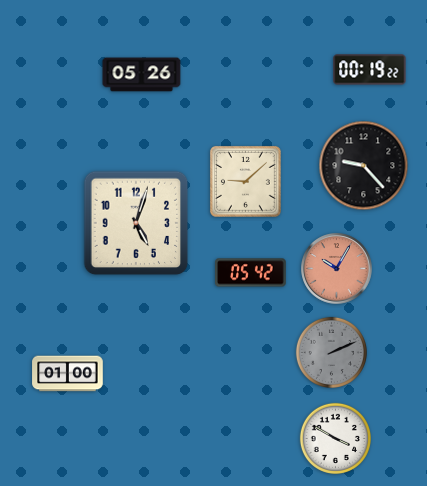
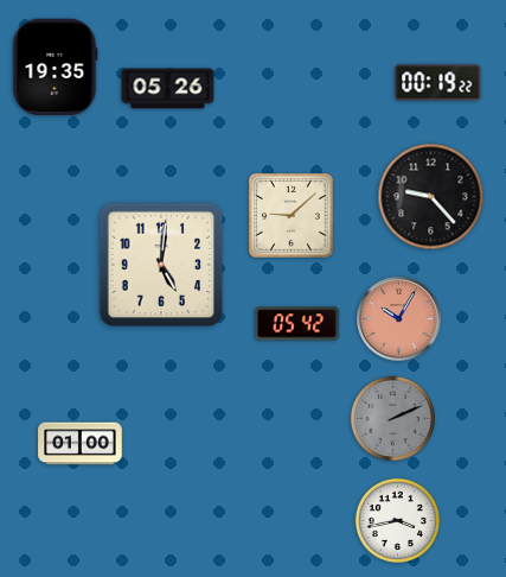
clock at (56, 68): none -> 19:35
clock at (136, 223): 5:03 -> 5:01
clock at (335, 438): 3:50 -> 3:43
